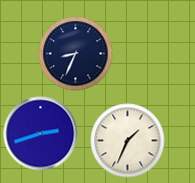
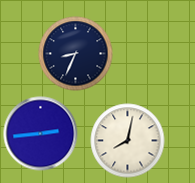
clock at (41, 134): 2:42 -> 2:44
clock at (128, 141): 1:34 -> 8:02
